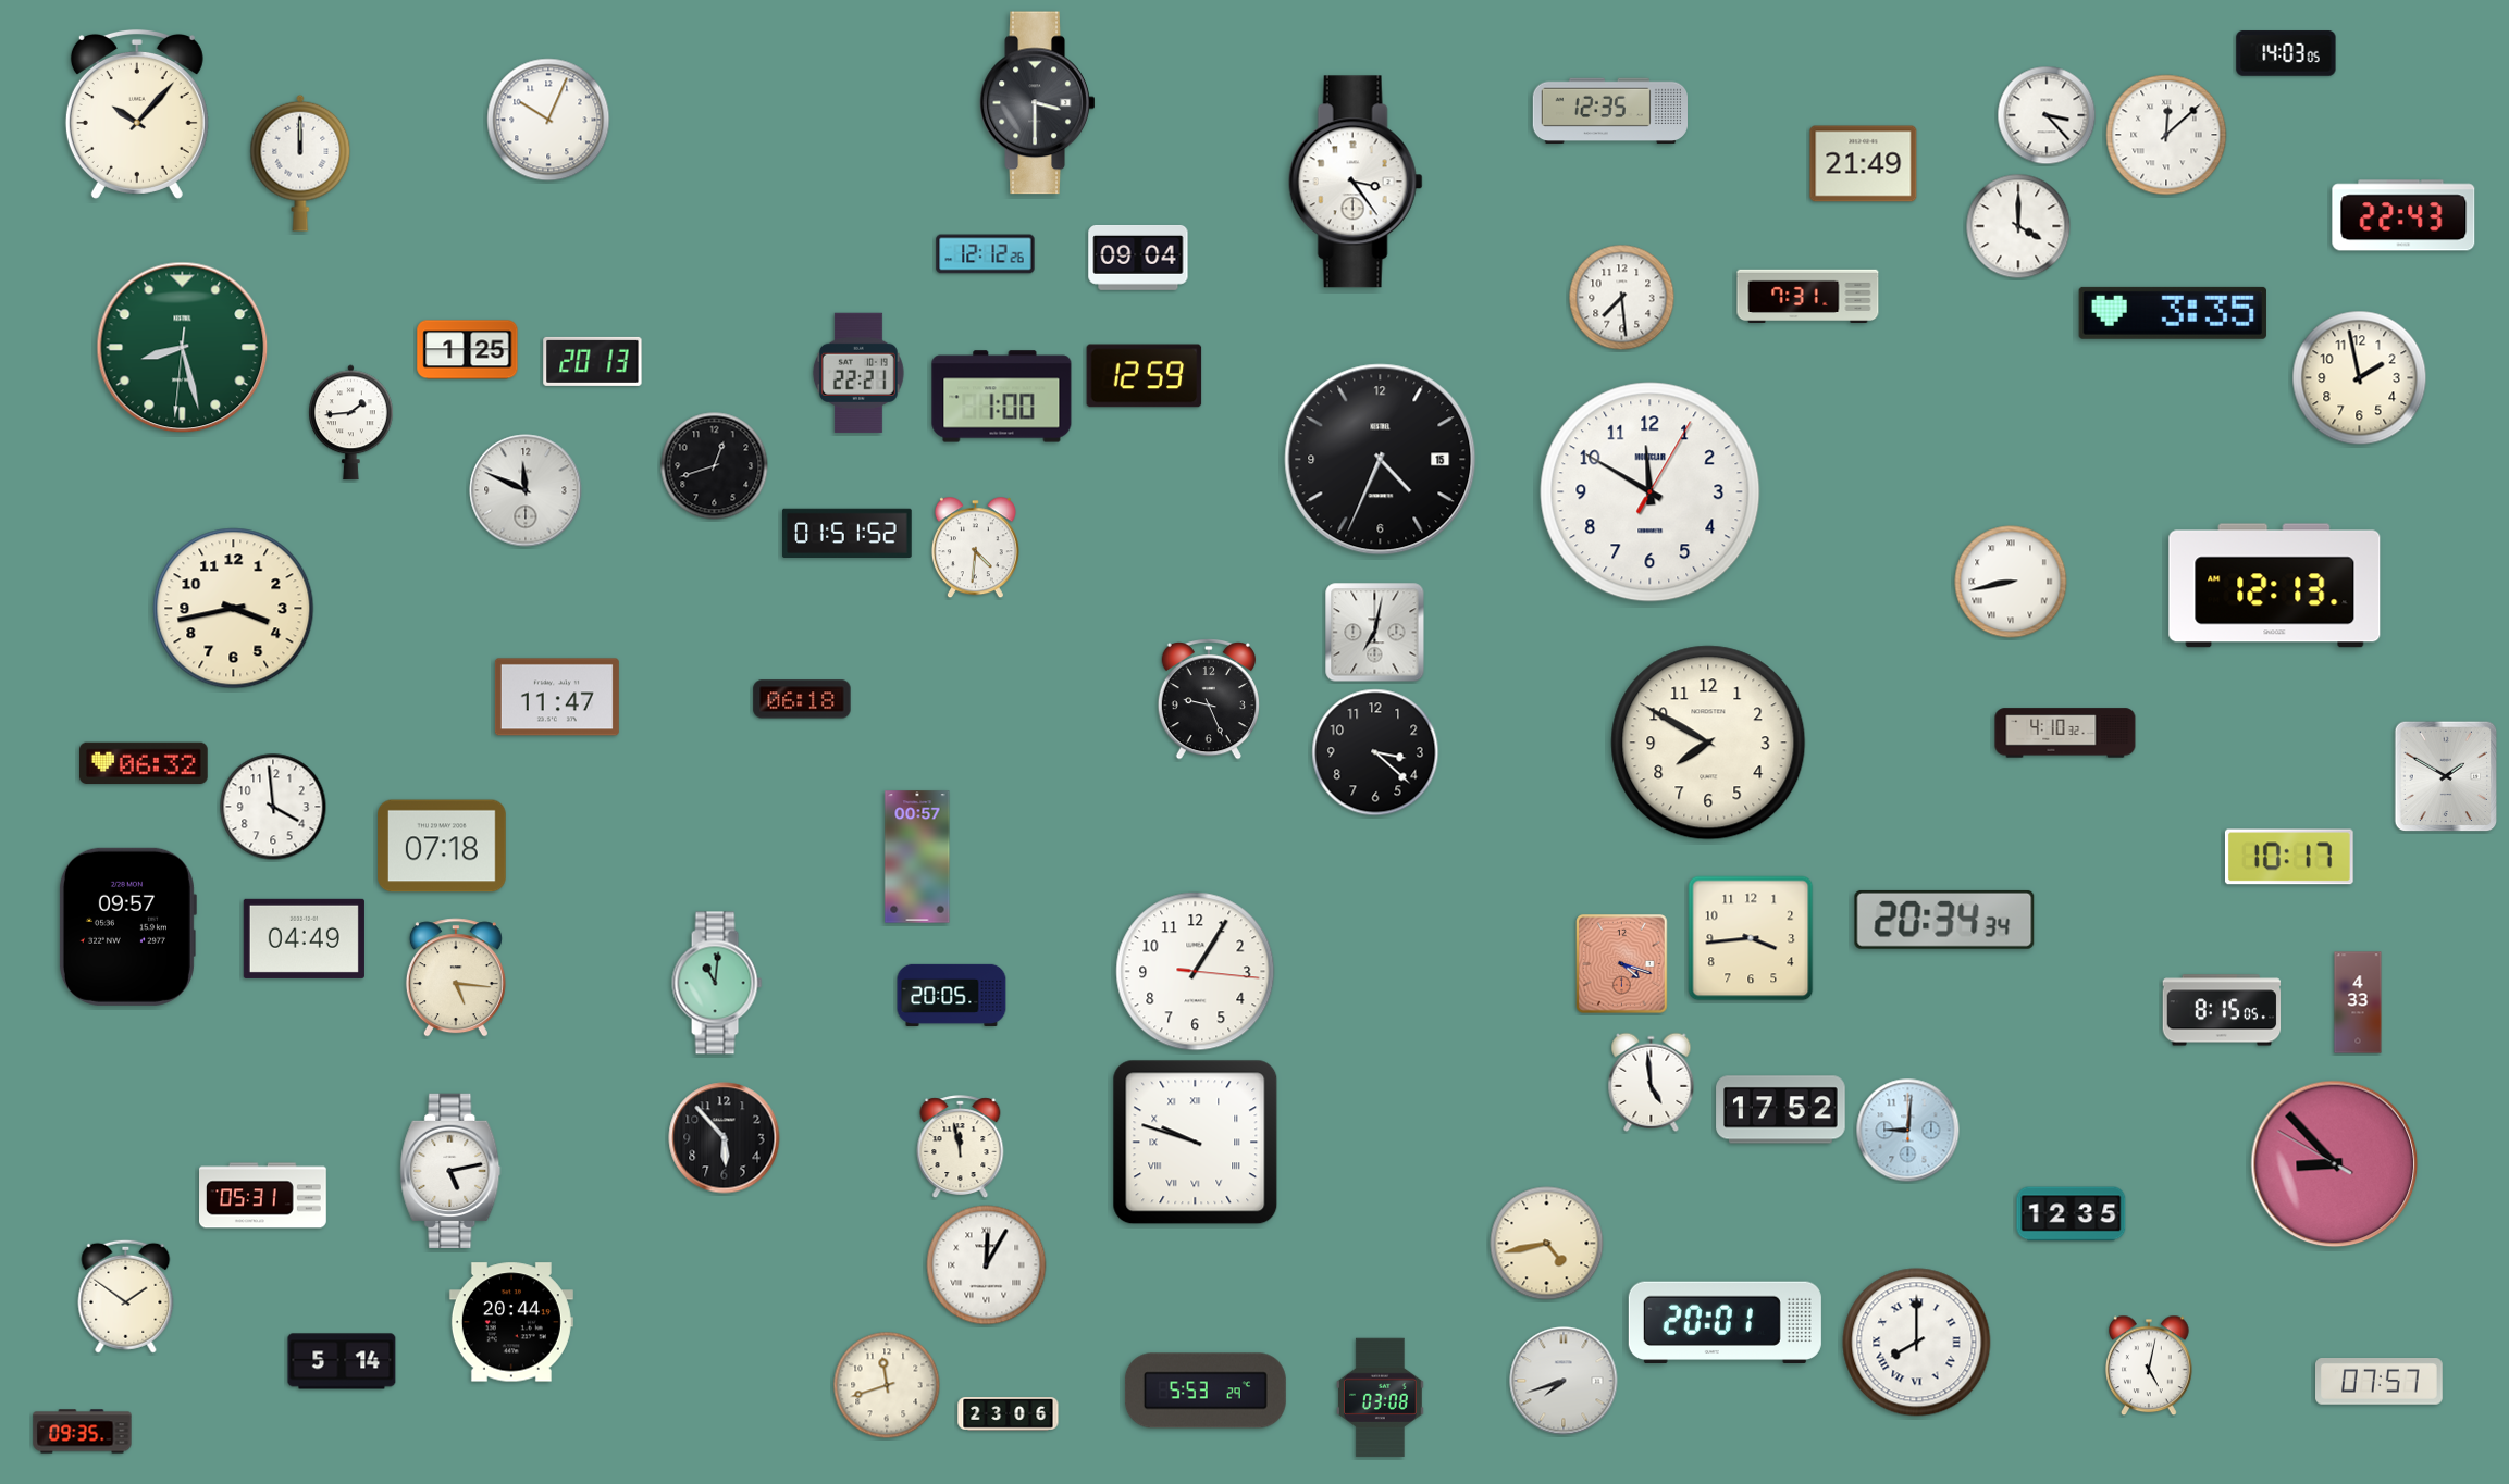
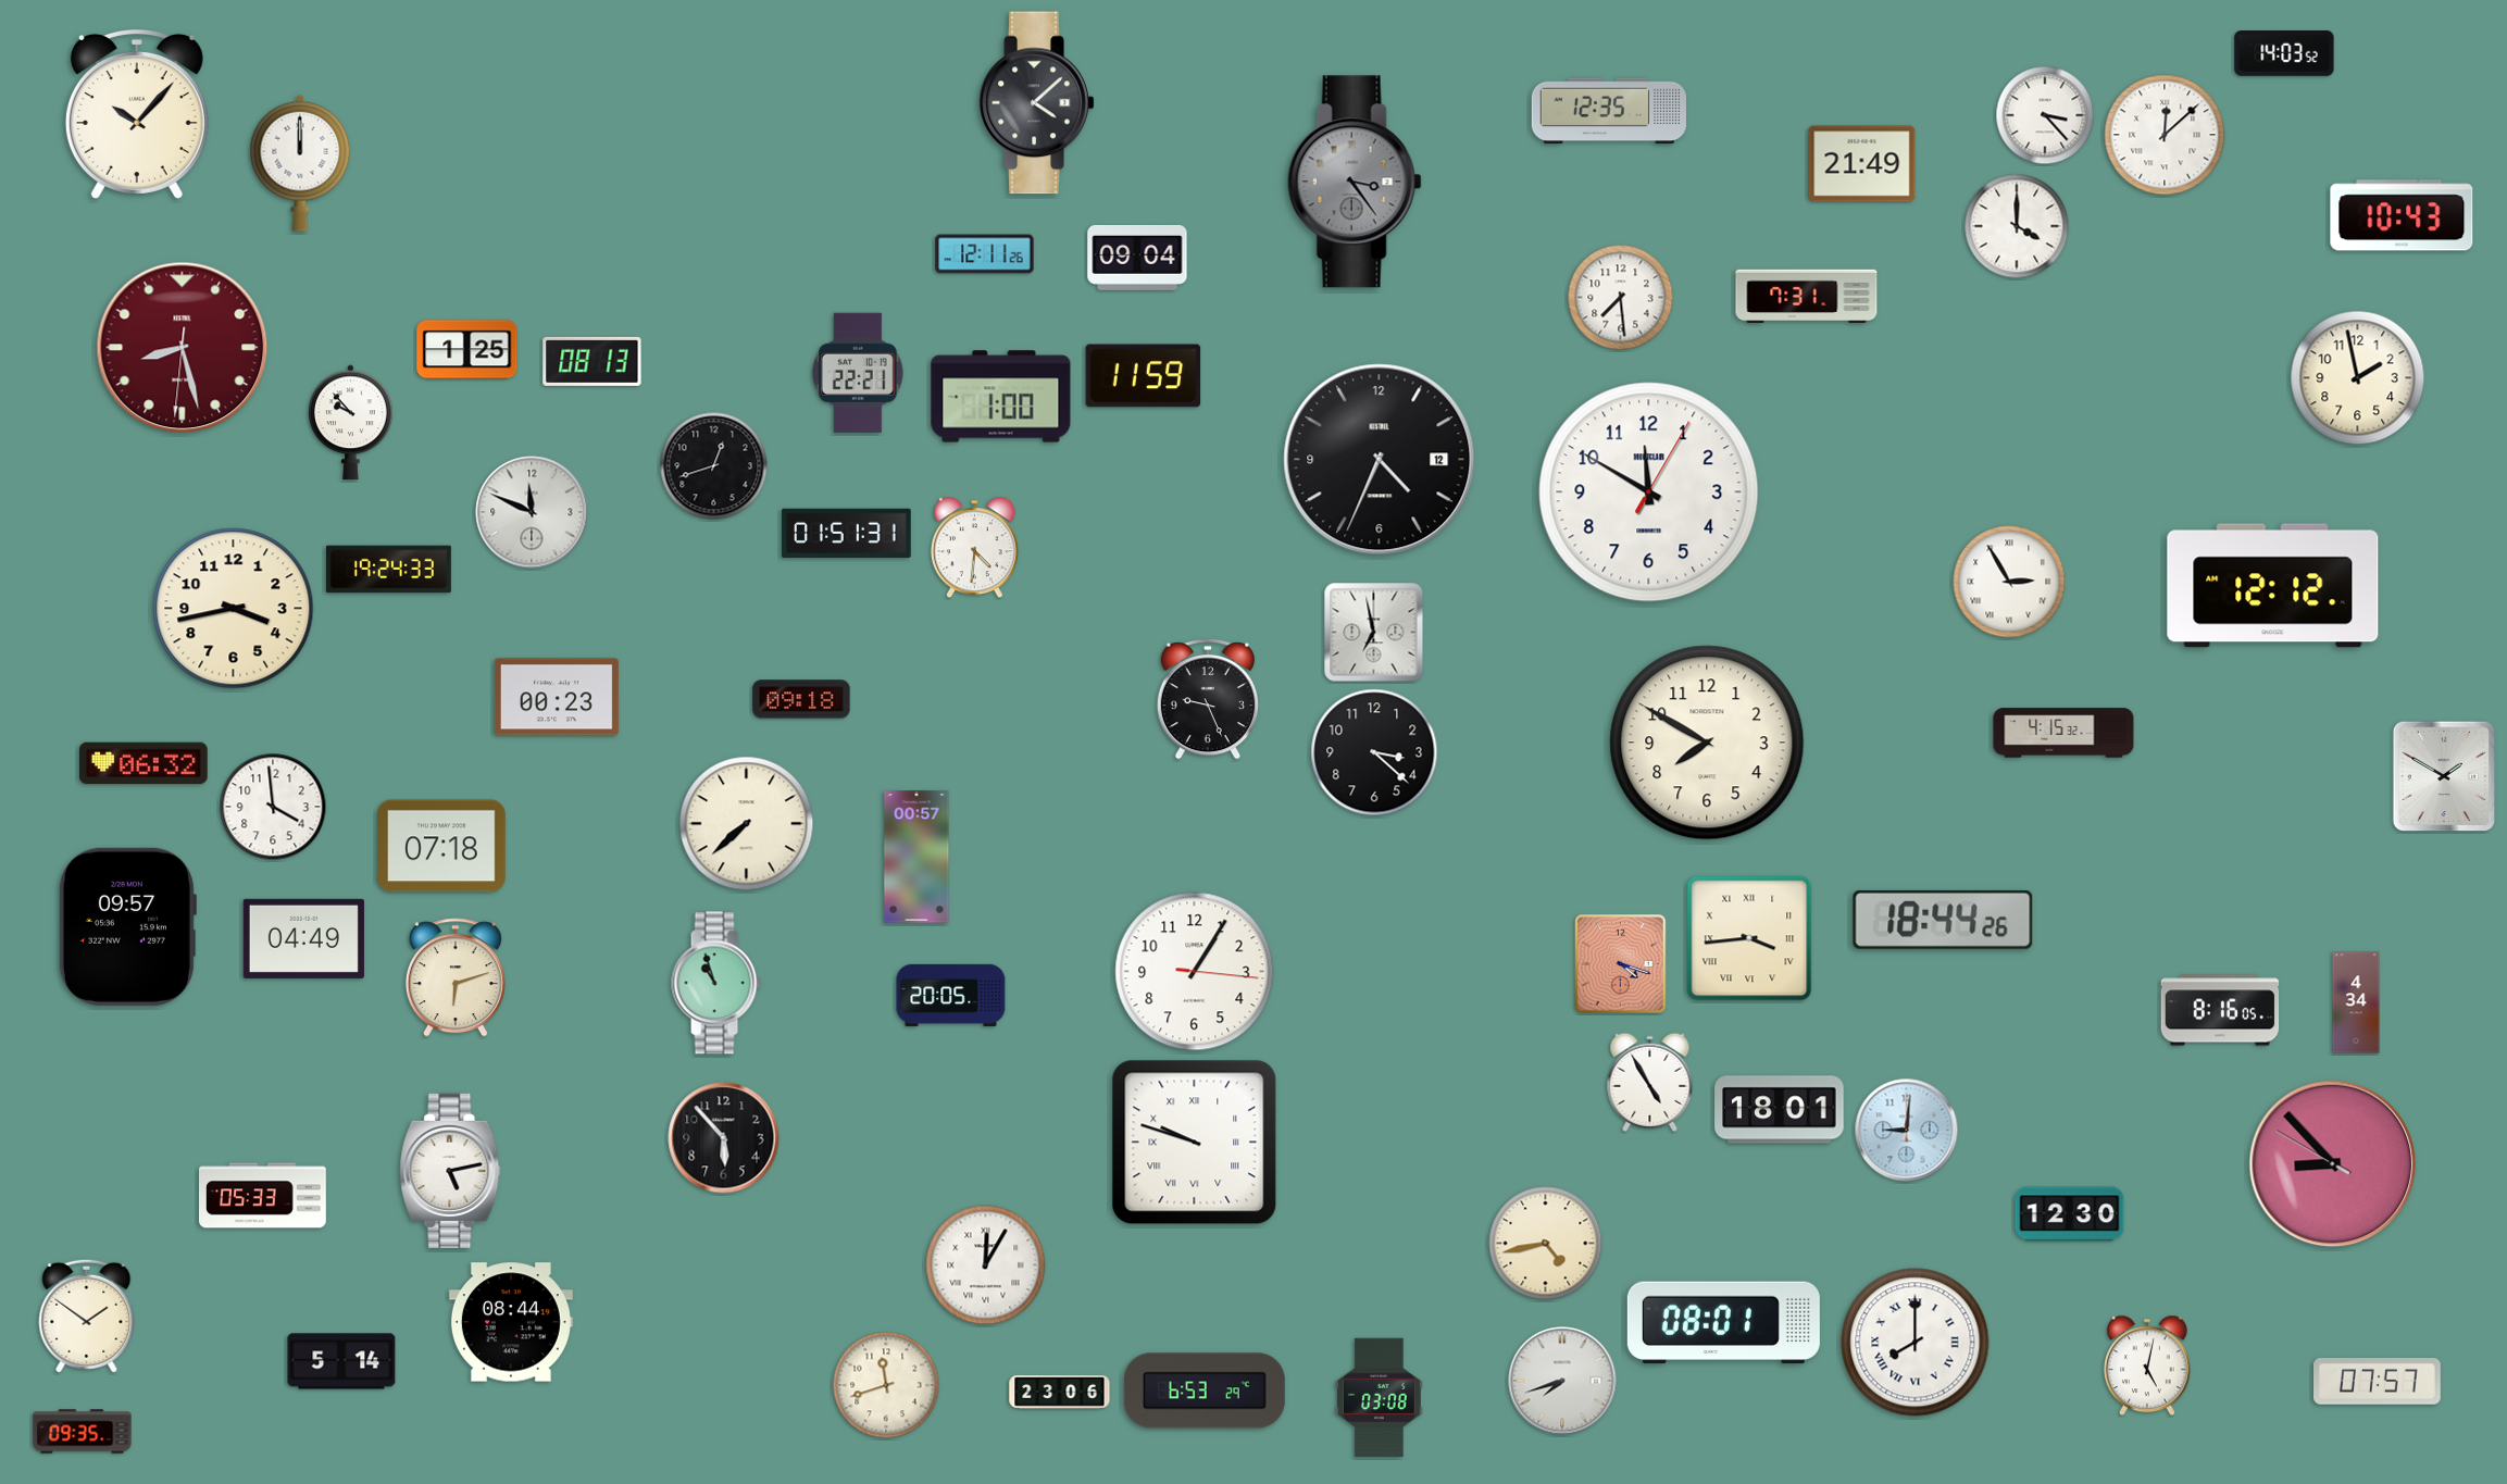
clock at (2286, 53): 14:03:05 -> 14:03:52
clock at (1038, 103): 3:30 -> 4:08
clock at (548, 120): 10:04 -> none
clock at (1356, 182) dial: white -> grey
clock at (2403, 215): 22:43 -> 10:43
clock at (986, 254): 12:12 -> 12:11
clock at (2173, 313): 3:35 -> none
clock at (183, 348) dial: green -> burgundy
clock at (593, 361): 20:13 -> 08:13
clock at (1145, 376): 12:59 -> 11:59
clock at (351, 423): 1:44 -> 9:53
clock at (1381, 460) date: 15 -> 12
clock at (526, 490) position: (526, 490) -> (532, 512)
clock at (848, 533): 01:51:52 -> 01:51:31
clock at (388, 570): none -> 19:24
clock at (2011, 582): 8:43 -> 2:55
clock at (2275, 586): 12:13 -> 12:12
clock at (1375, 633): 7:02 -> 6:58
clock at (557, 697): 11:47 -> 00:23
clock at (802, 699): 06:18 -> 09:18
clock at (2065, 733): 4:10 -> 4:15
clock at (747, 824): none -> 7:38
clock at (2289, 857): 10:17 -> none
clock at (1944, 920): 20:34 -> 18:44
clock at (1751, 938) numerals: Arabic -> Roman
clock at (456, 977): 5:16 -> 6:12
clock at (717, 983): 11:01 -> 10:57
clock at (2358, 1002): 4:33 -> 4:34
clock at (2222, 1010): 8:15 -> 8:16
clock at (1652, 1082): 4:59 -> 4:55
clock at (1781, 1110): 17:52 -> 18:01
clock at (961, 1147): 11:58 -> none
clock at (263, 1196): 05:31 -> 05:33
clock at (2072, 1214): 12:35 -> 12:30
clock at (126, 1296) position: (126, 1296) -> (87, 1315)
clock at (511, 1322): 20:44 -> 08:44
clock at (1725, 1323): 20:01 -> 08:01
clock at (1206, 1391): 5:53 -> 6:53
clock at (1009, 1414) position: (1009, 1414) -> (1060, 1393)
